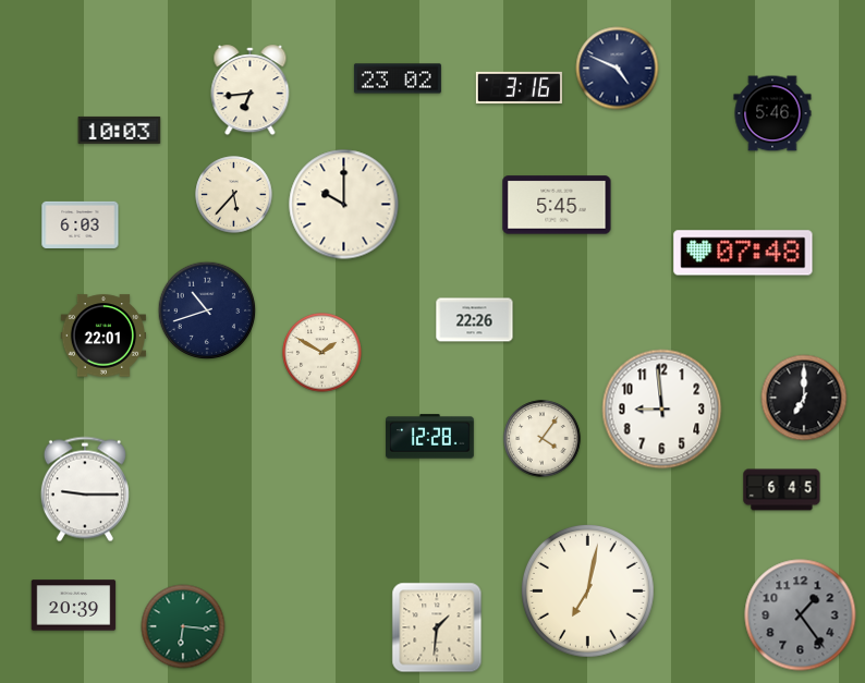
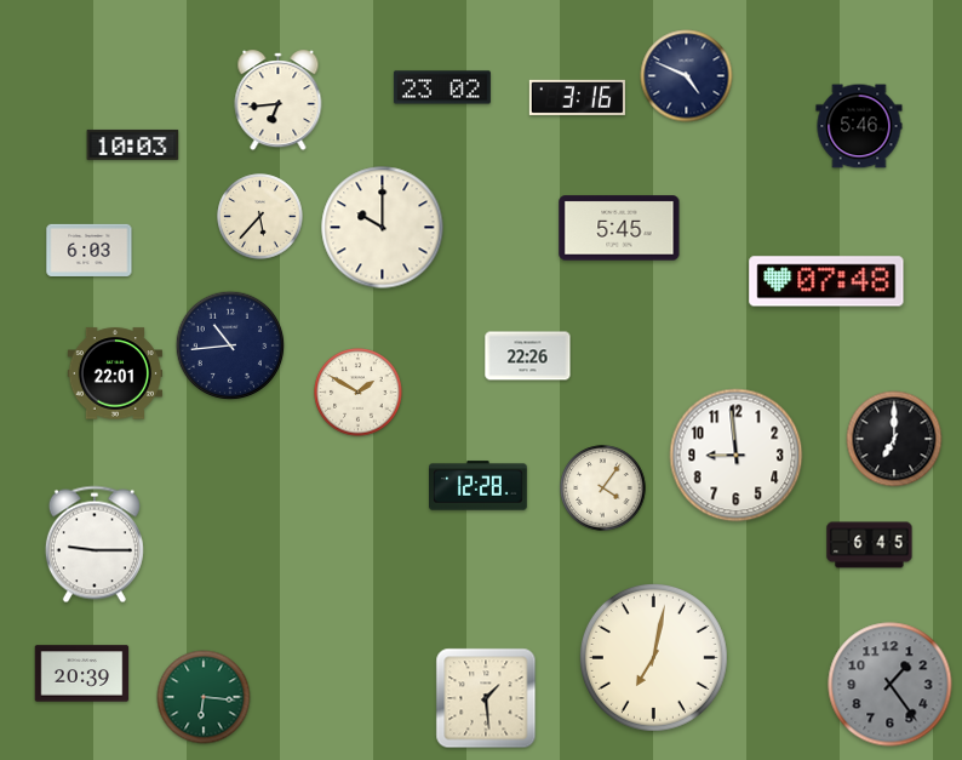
clock at (207, 310): 10:42 -> 10:44
clock at (804, 398) position: (804, 398) -> (894, 439)
clock at (437, 627): 1:31 -> 1:29
